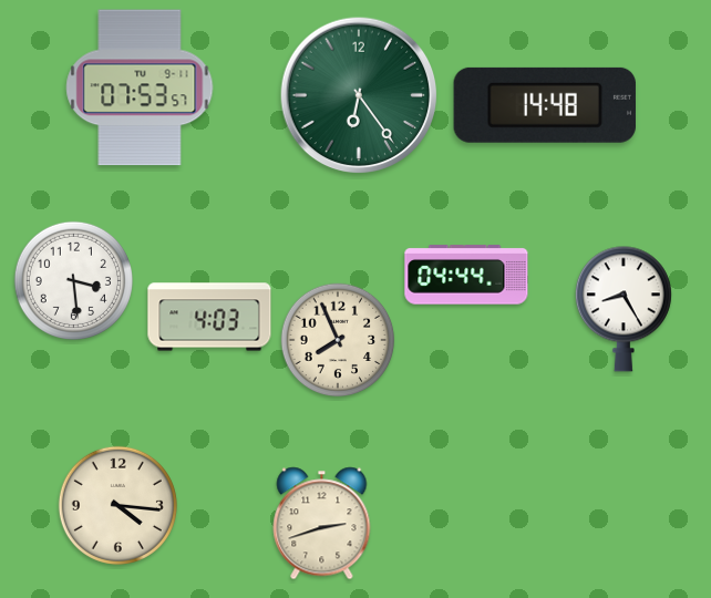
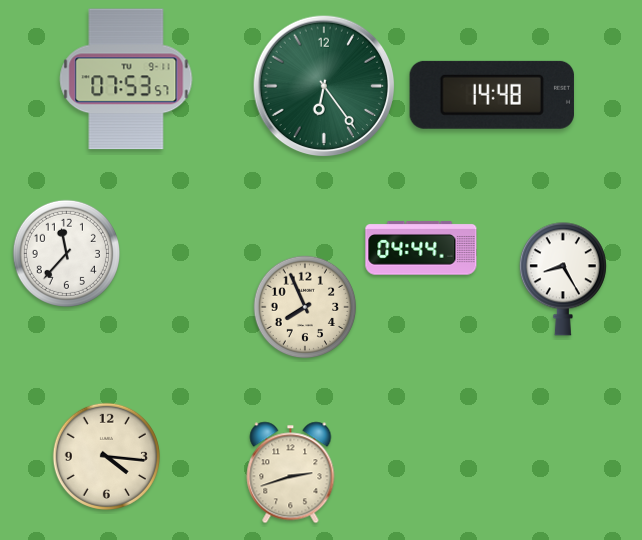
clock at (73, 280): 3:29 -> 11:37
clock at (209, 317): 4:03 -> none
